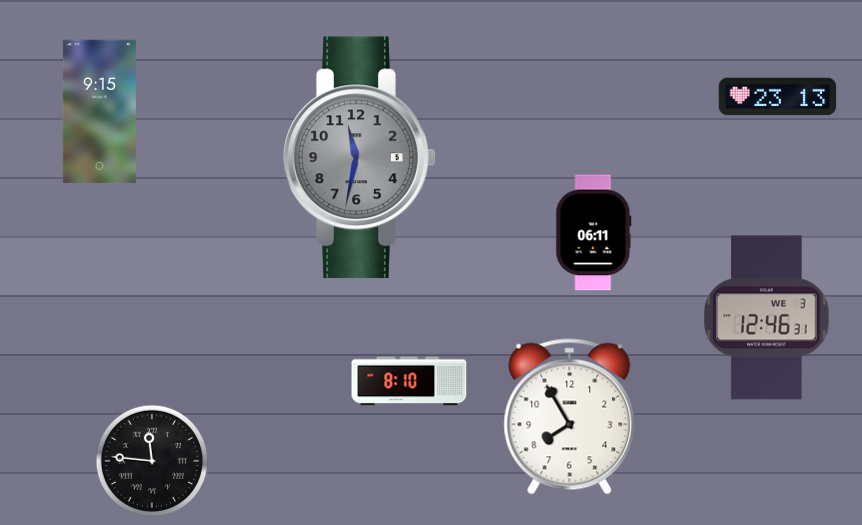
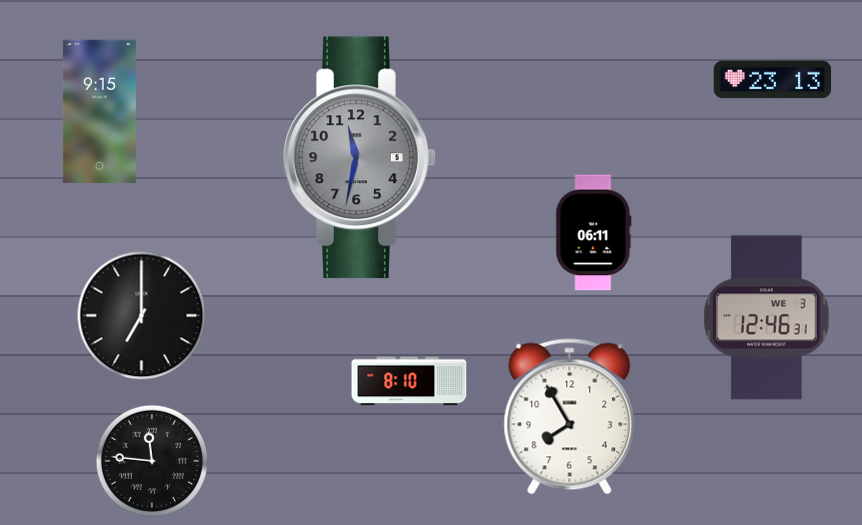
clock at (778, 97) position: (778, 97) -> (773, 80)
clock at (142, 316): none -> 7:00
